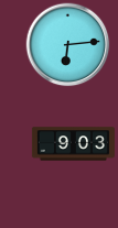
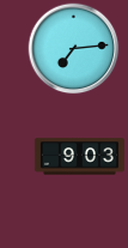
clock at (68, 45): 6:14 -> 7:14
